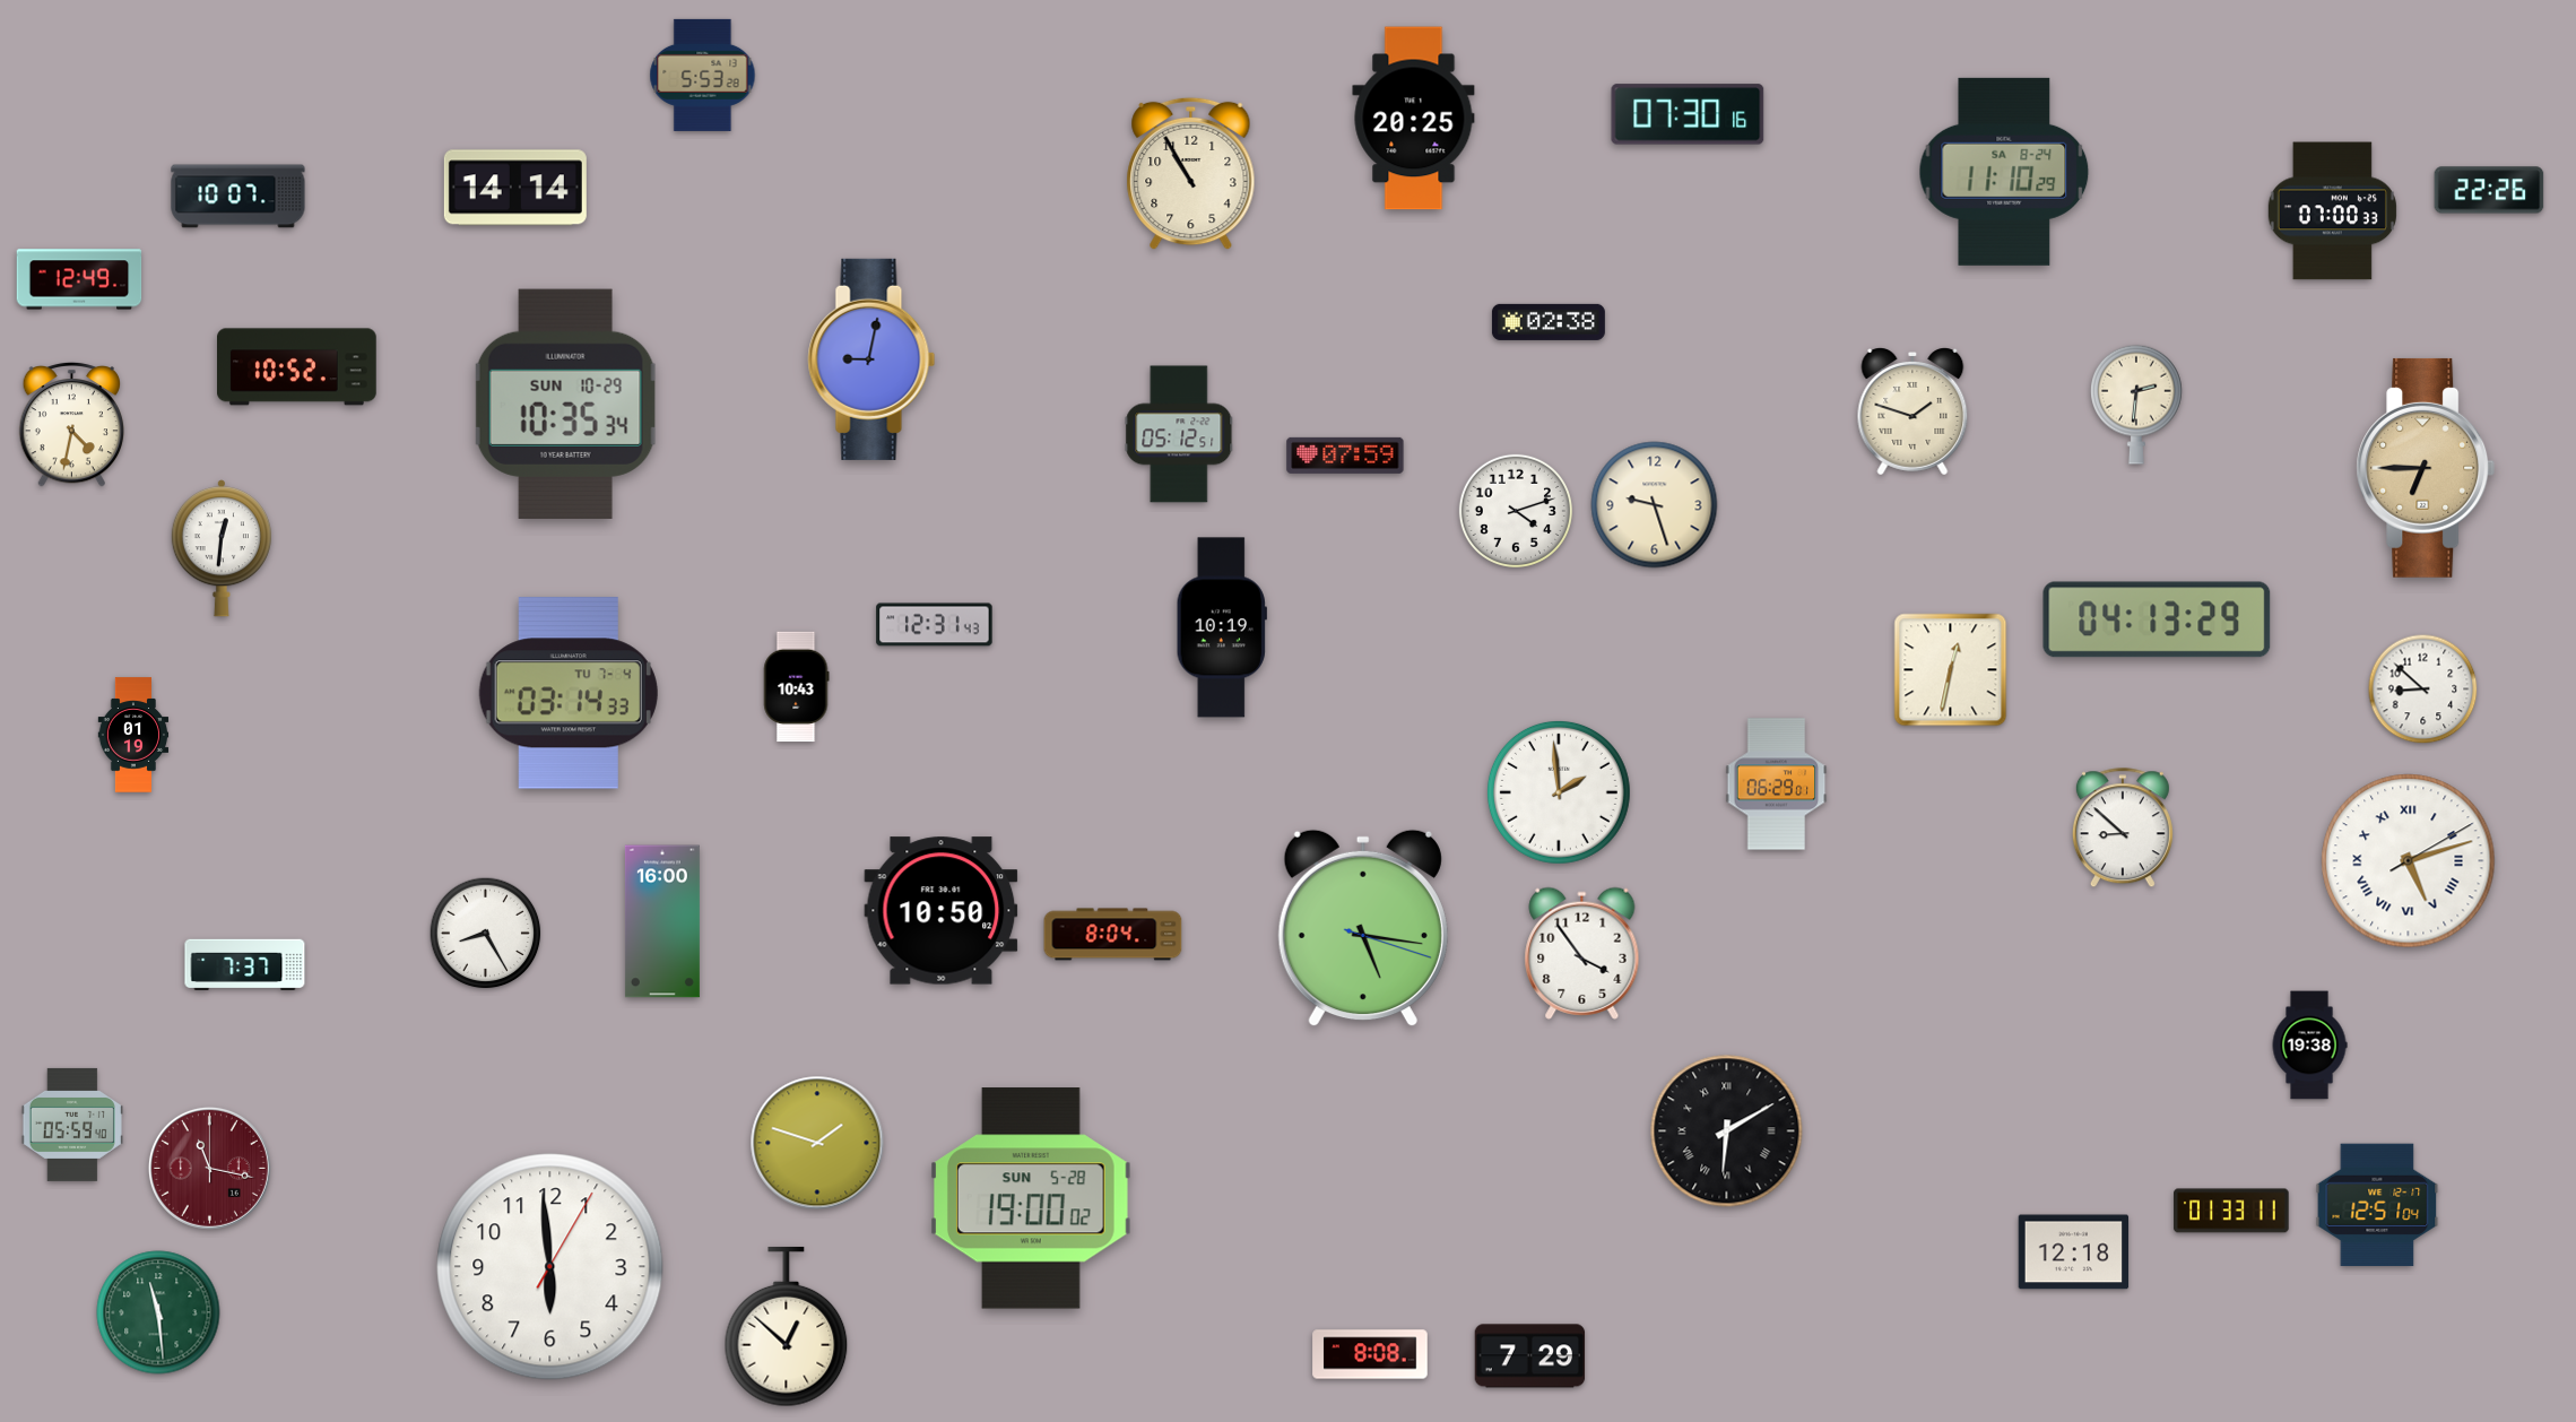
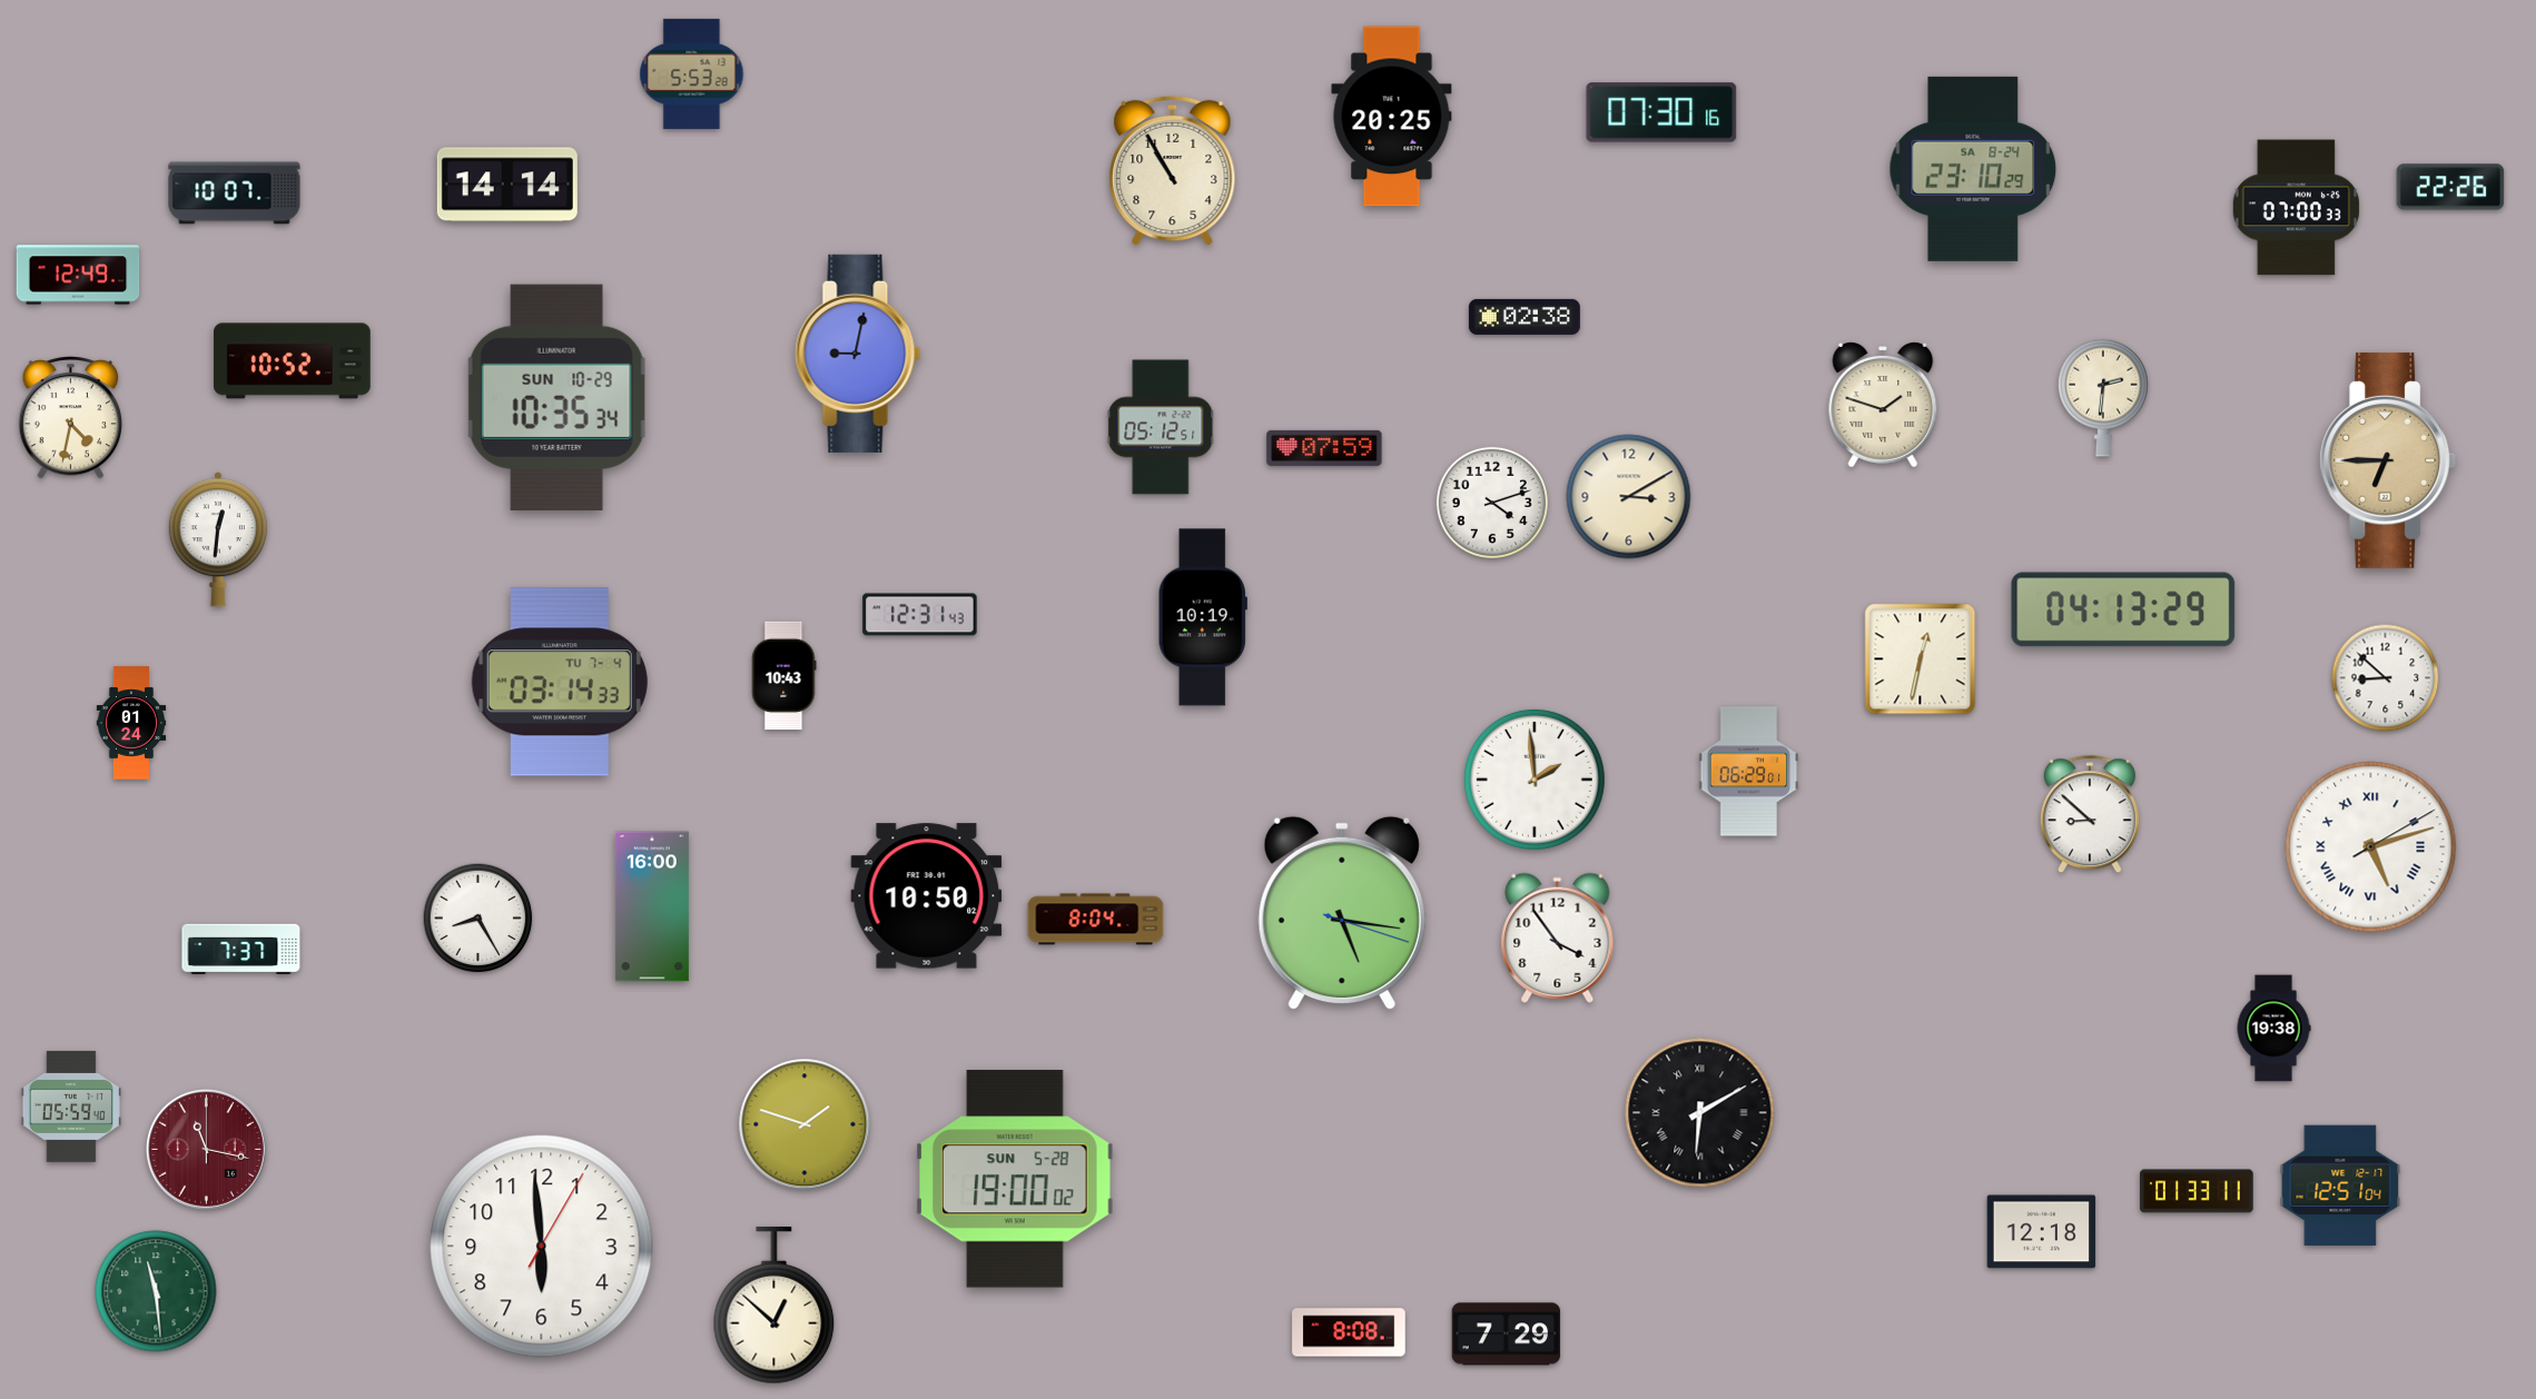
clock at (2004, 172): 11:10 -> 23:10
clock at (1655, 505): 9:27 -> 3:10
clock at (133, 735): 01:19 -> 01:24
